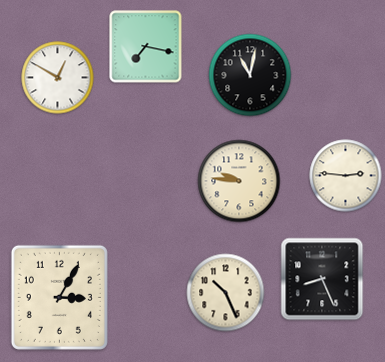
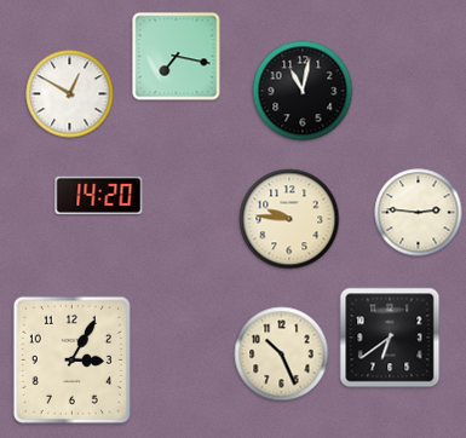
clock at (99, 195): none -> 14:20
clock at (322, 279): 8:26 -> 6:39
clock at (226, 293) position: (226, 293) -> (282, 355)
